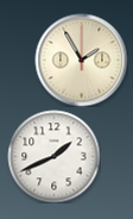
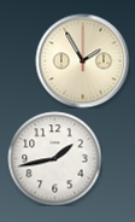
clock at (53, 156): 1:41 -> 1:43
